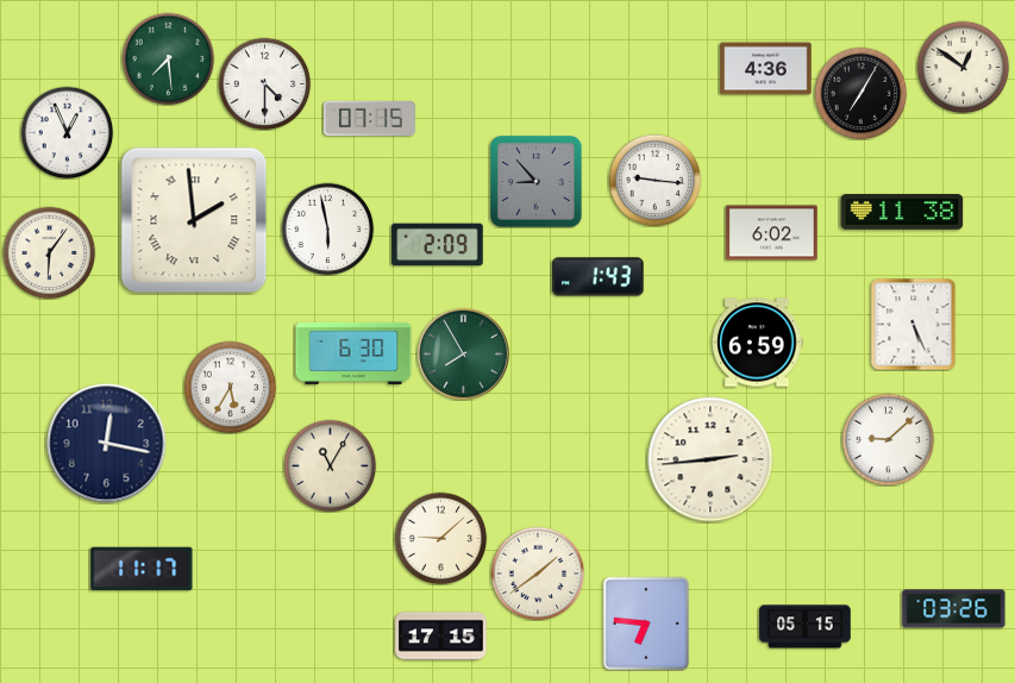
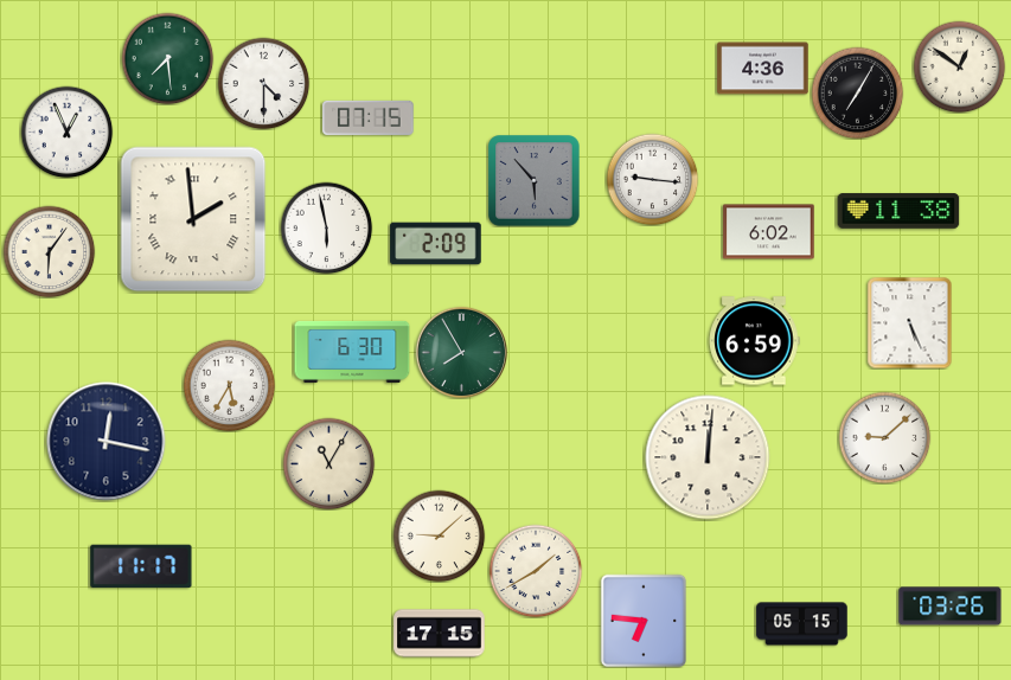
clock at (537, 182): 8:53 -> 5:53
clock at (599, 277): 1:43 -> none
clock at (710, 459): 2:44 -> 12:01
clock at (538, 574): 1:39 -> 1:40
